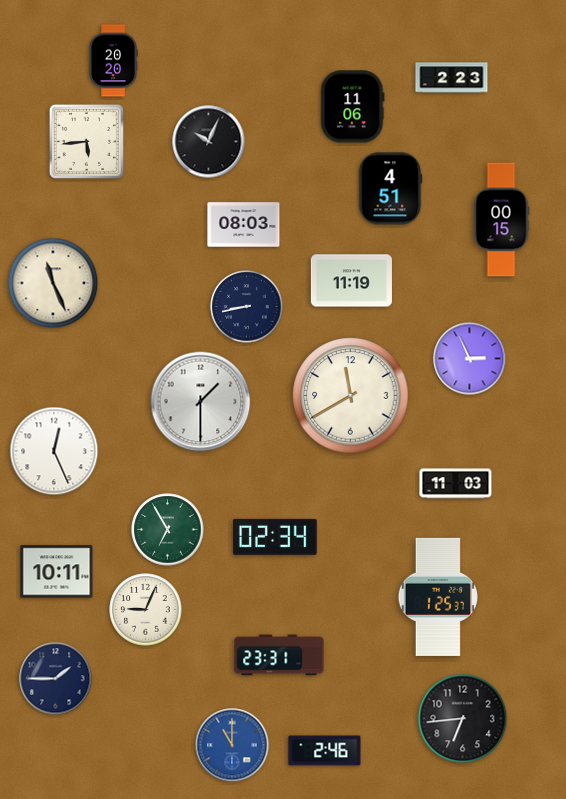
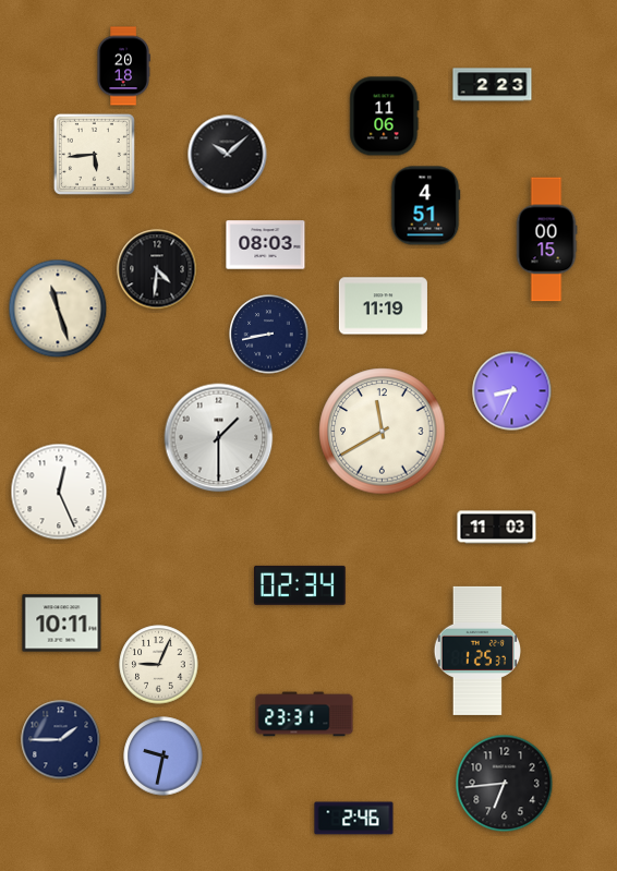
clock at (113, 61): 20:20 -> 20:18
clock at (209, 142): 10:04 -> 10:08
clock at (157, 269): none -> 4:31
clock at (53, 283): 11:26 -> 11:27
clock at (470, 359): 2:56 -> 8:34
clock at (168, 530): 6:55 -> none
clock at (164, 757): none -> 9:32
clock at (232, 745): 11:00 -> none
